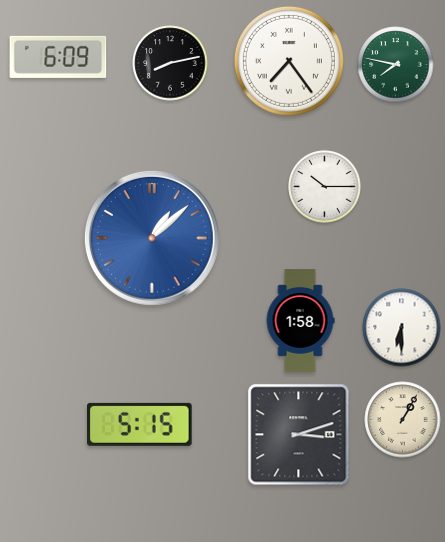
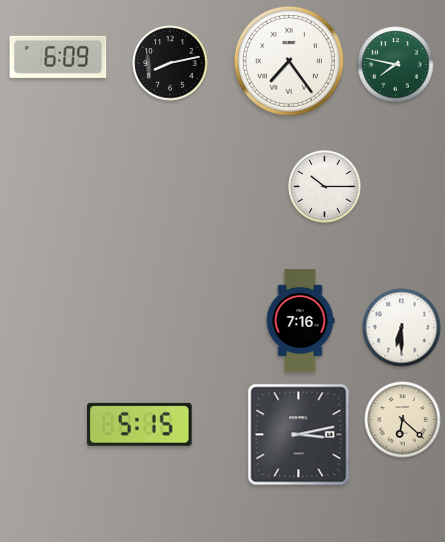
clock at (152, 238): 1:08 -> none
clock at (300, 321): 1:58 -> 7:16
clock at (403, 420): 1:05 -> 6:22
clock at (299, 435): 3:12 -> 3:13
